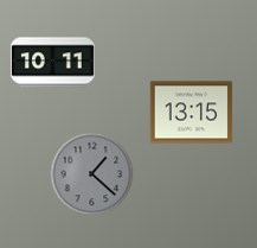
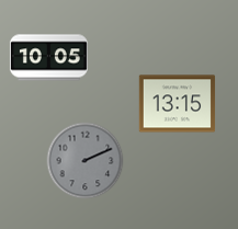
clock at (52, 63): 10:11 -> 10:05
clock at (92, 174): 1:22 -> 2:11
